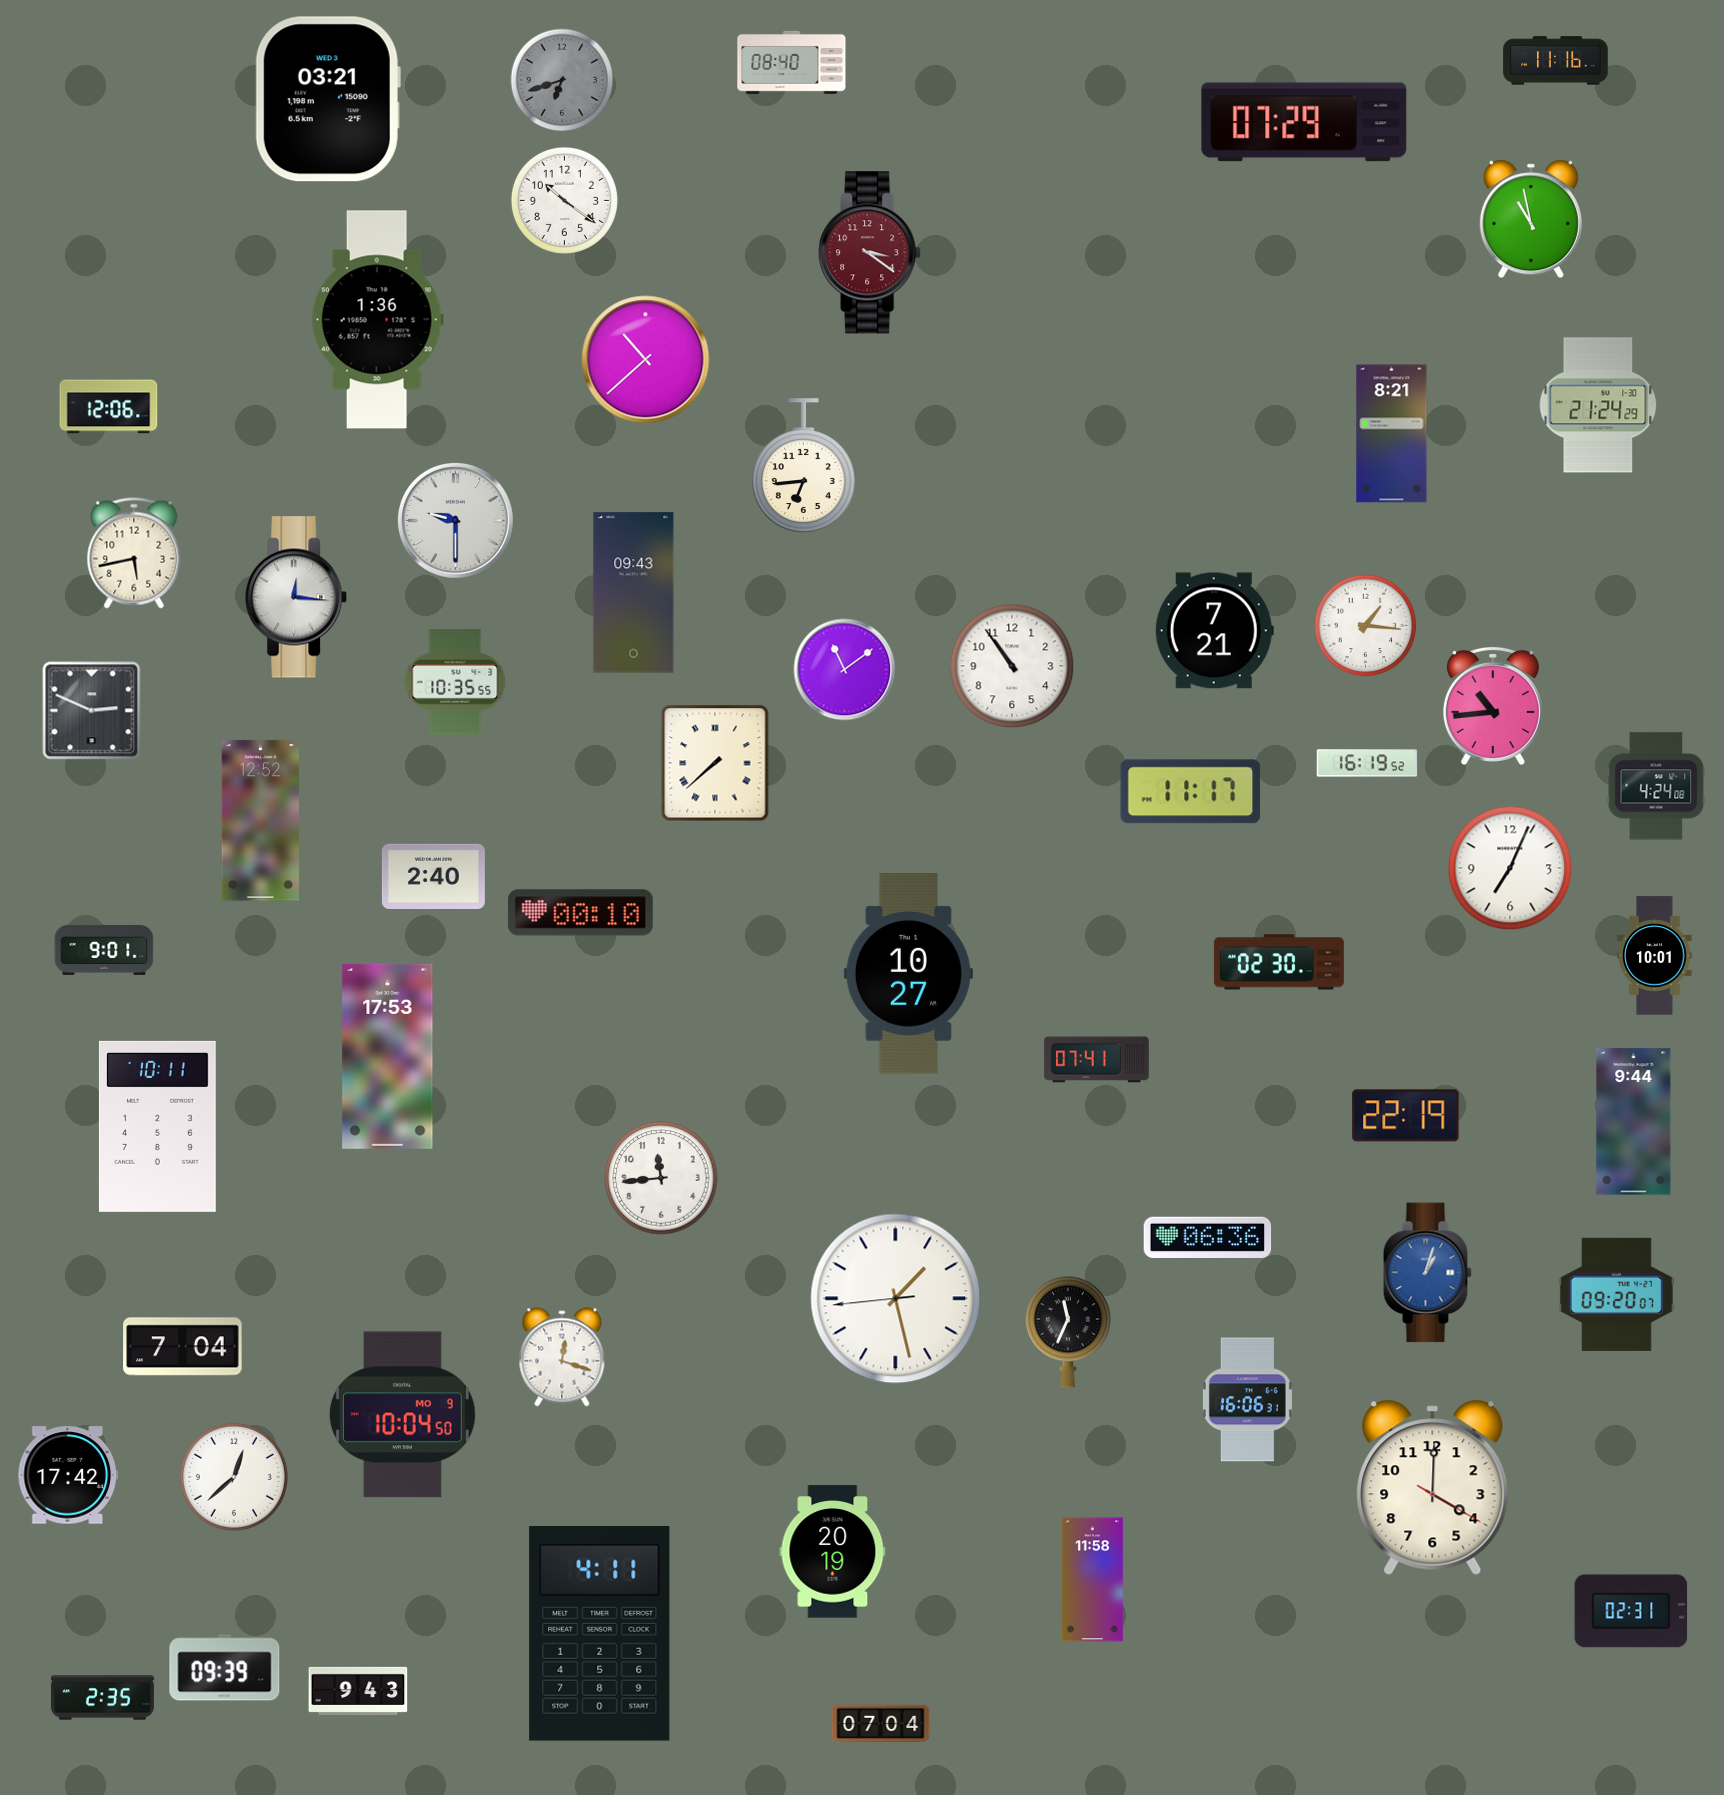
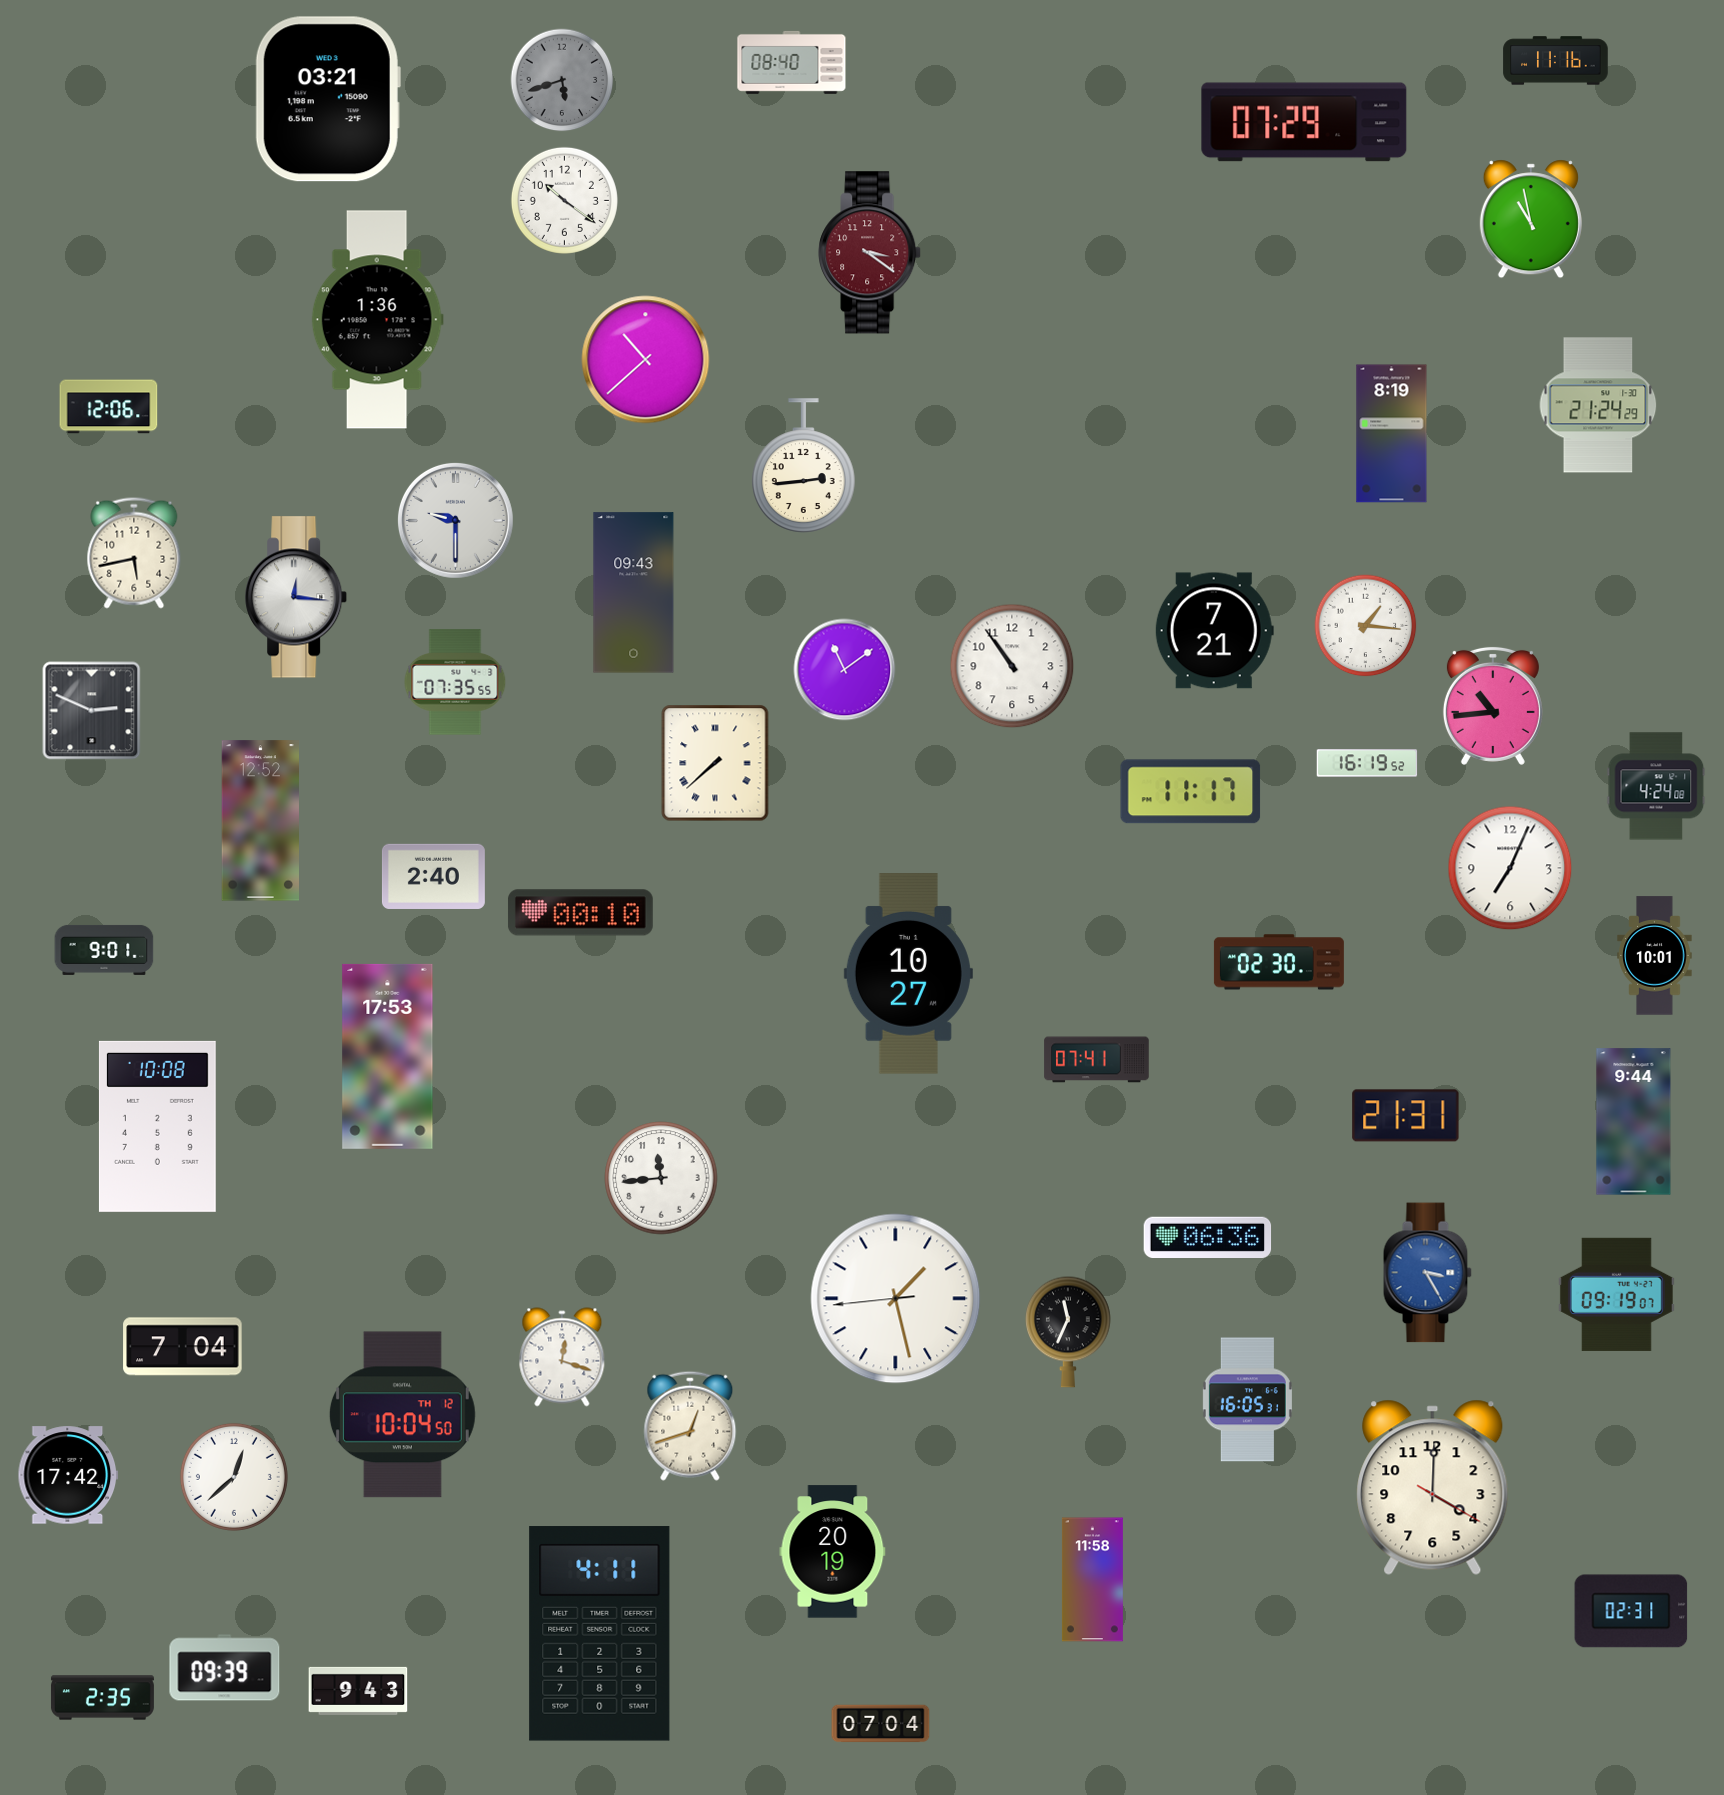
clock at (562, 80): 6:42 -> 5:42
clock at (1392, 434): 8:21 -> 8:19
clock at (804, 466): 6:44 -> 2:44
clock at (455, 682): 10:35 -> 07:35
clock at (1406, 1116): 22:19 -> 21:31
clock at (157, 1126): 10:11 -> 10:08
clock at (1427, 1273): 1:03 -> 3:25
clock at (1616, 1294): 09:20 -> 09:19
clock at (1247, 1400): 16:06 -> 16:05
clock at (402, 1415) date: MO 9 -> TH 12
clock at (690, 1426): none -> 12:42
